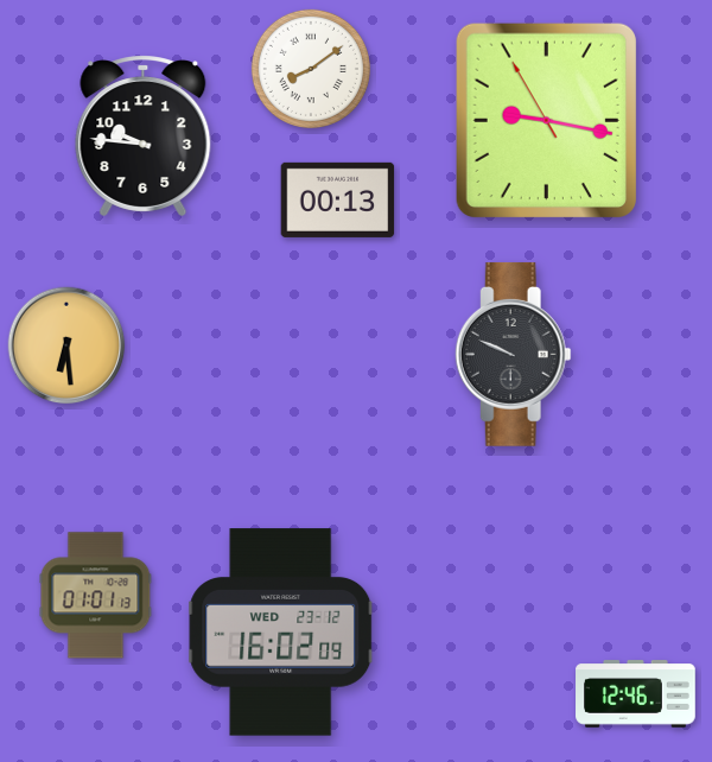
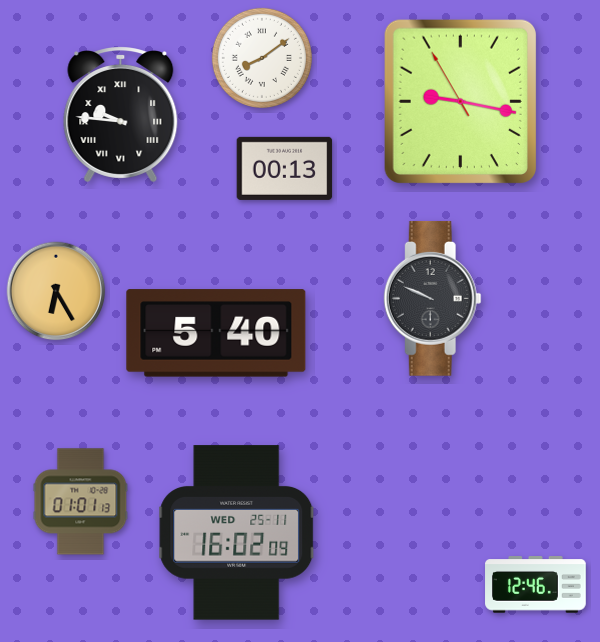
clock at (144, 135) numerals: Arabic -> Roman
clock at (66, 345): 6:29 -> 6:25
clock at (216, 333): none -> 5:40
clock at (281, 633) date: WED 23-12 -> WED 25-11
